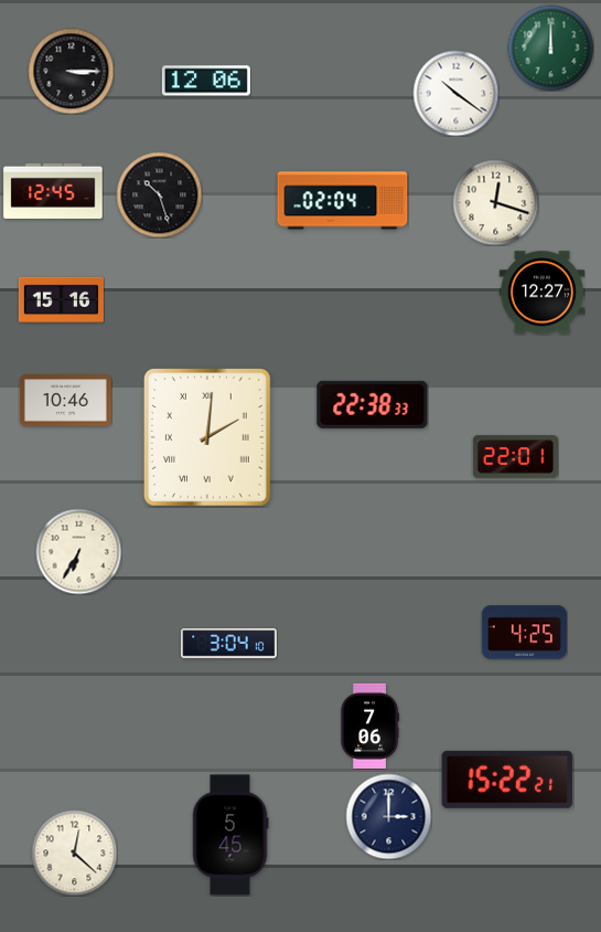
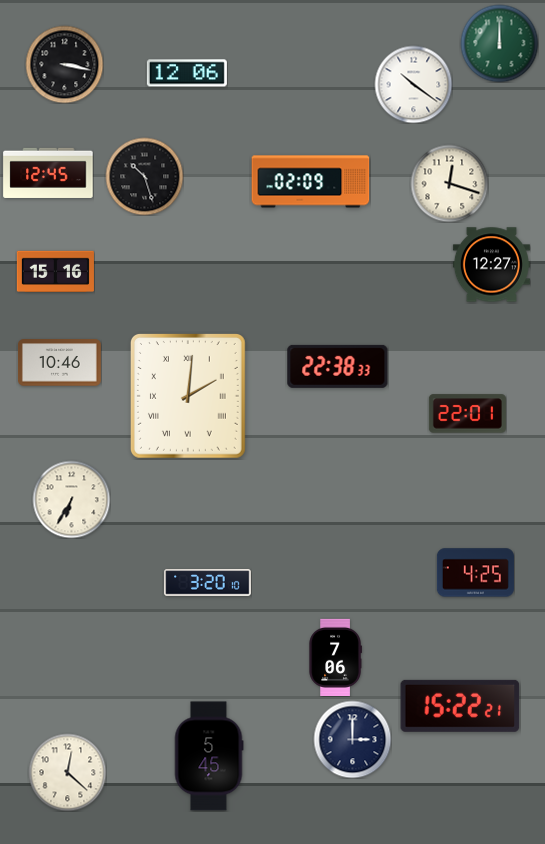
clock at (71, 71): 3:15 -> 3:17
clock at (343, 201): 02:04 -> 02:09
clock at (229, 644): 3:04 -> 3:20
